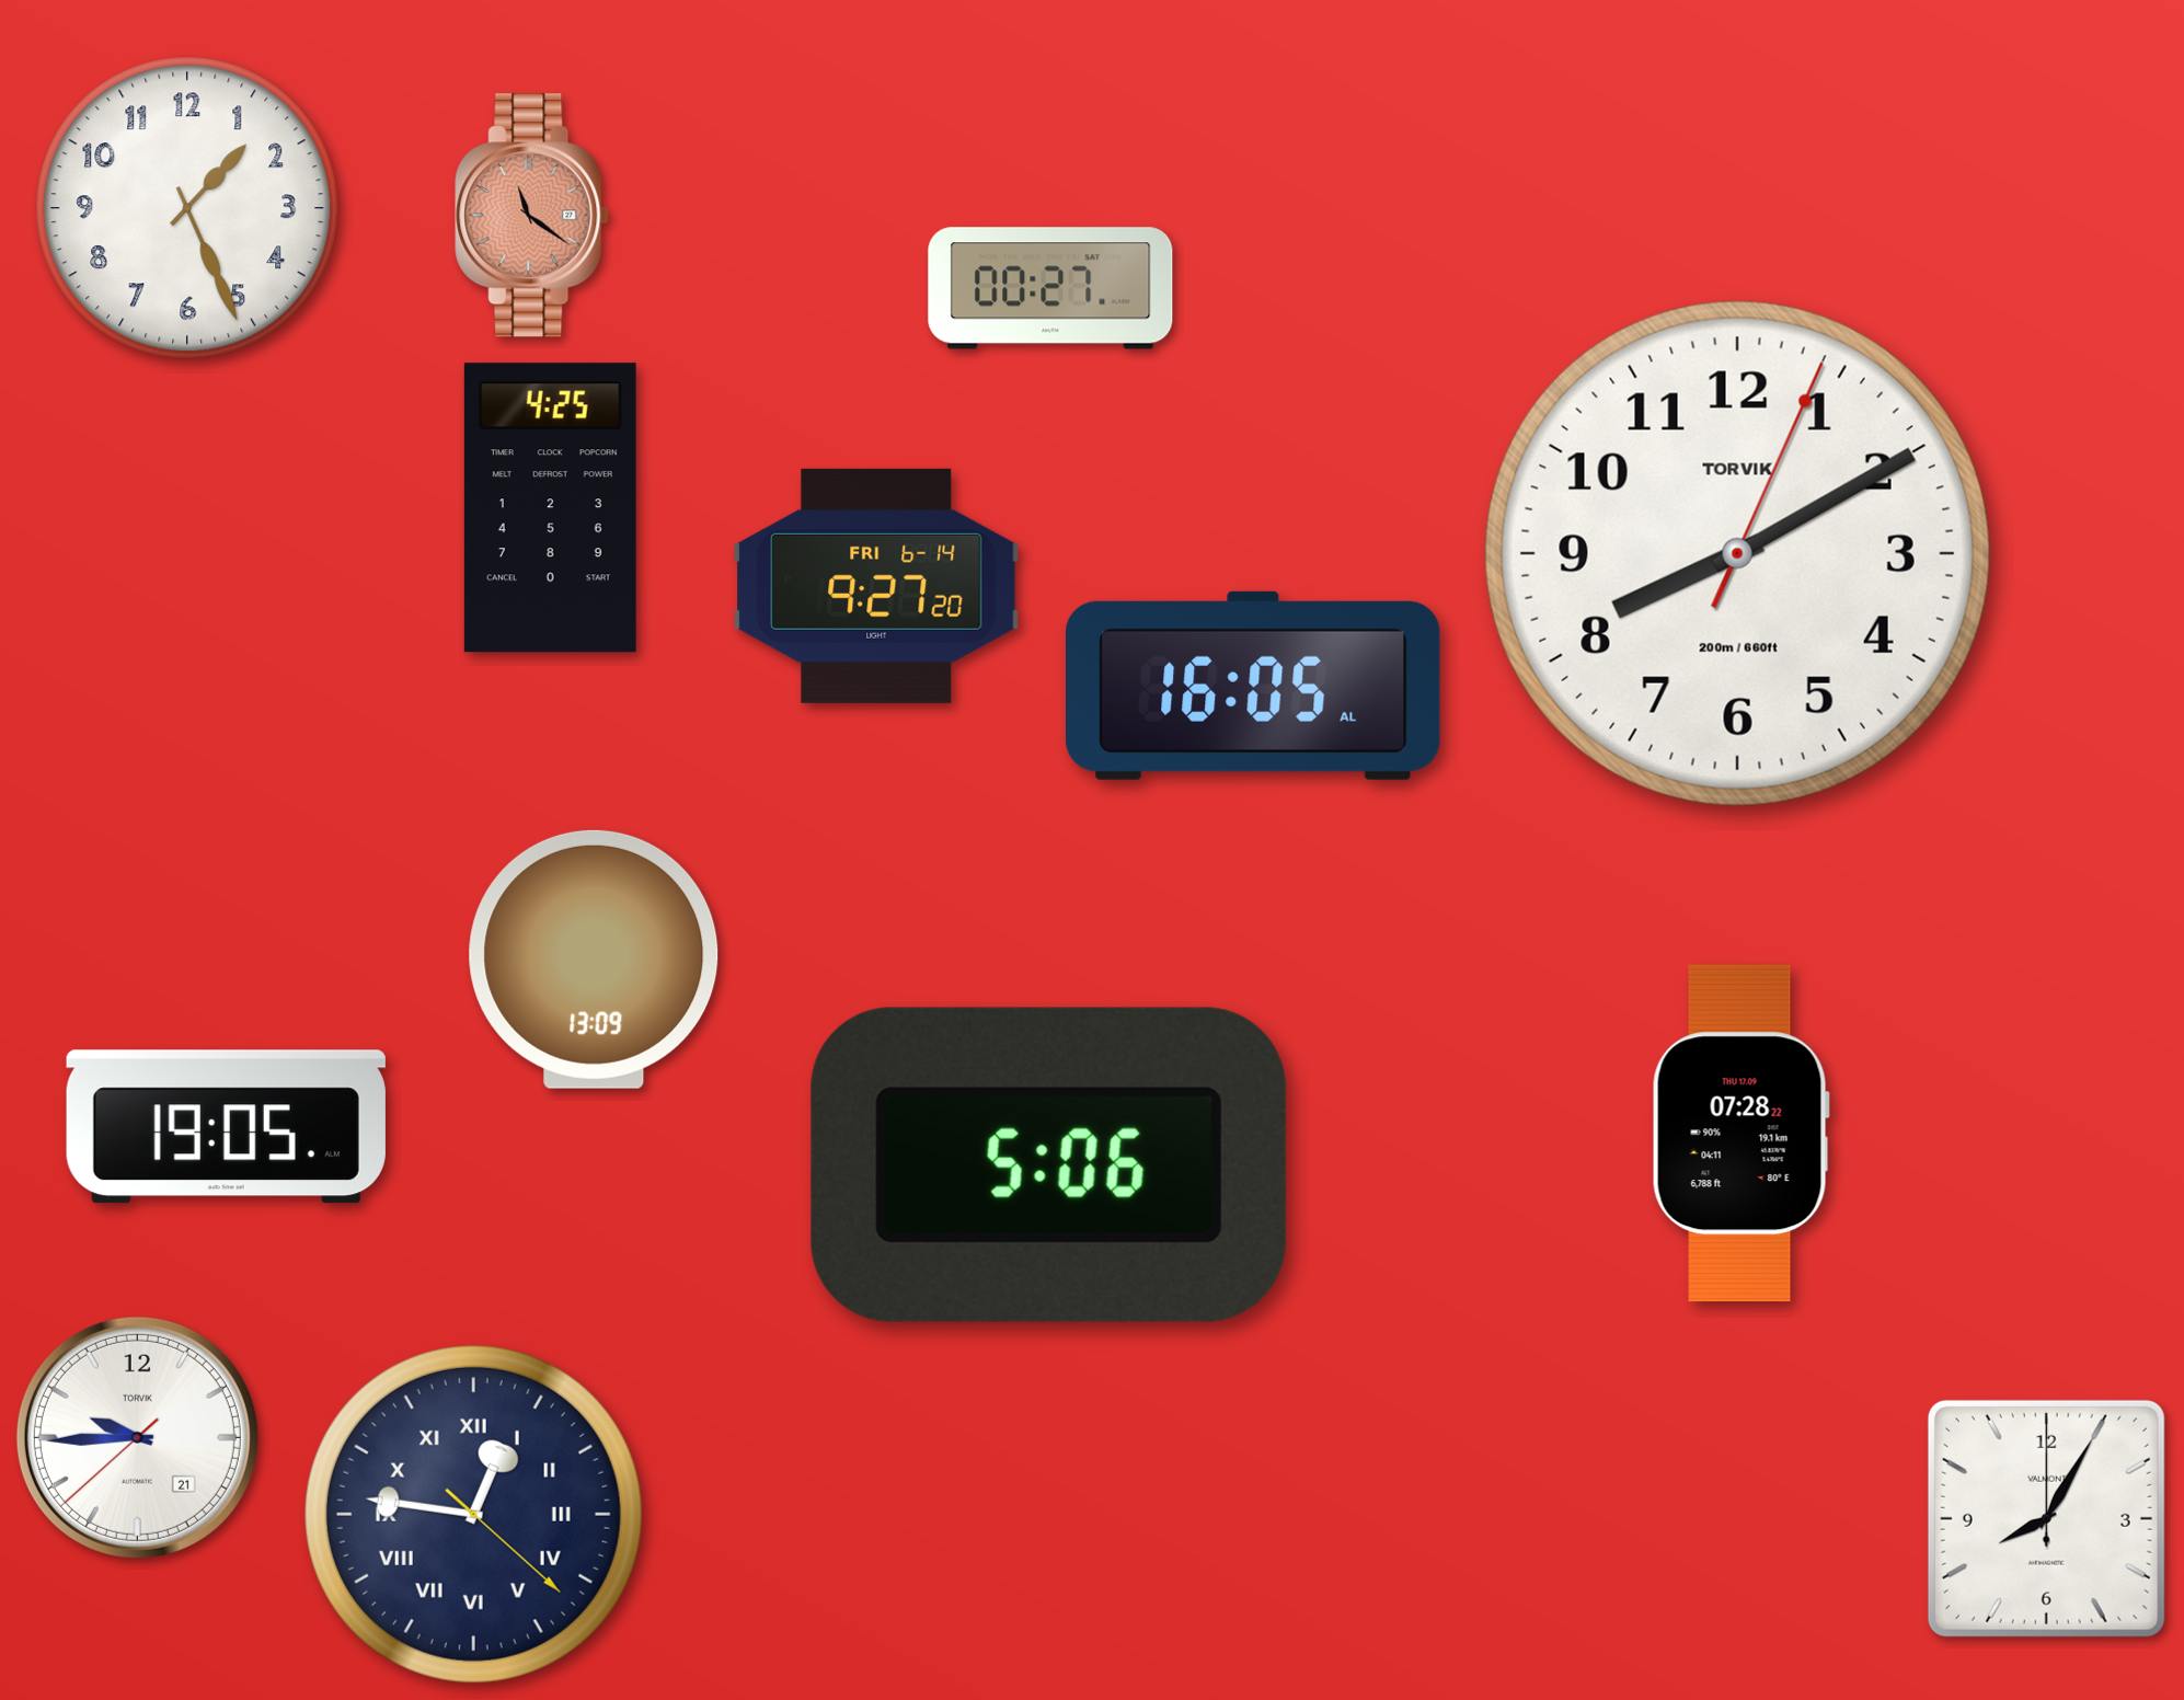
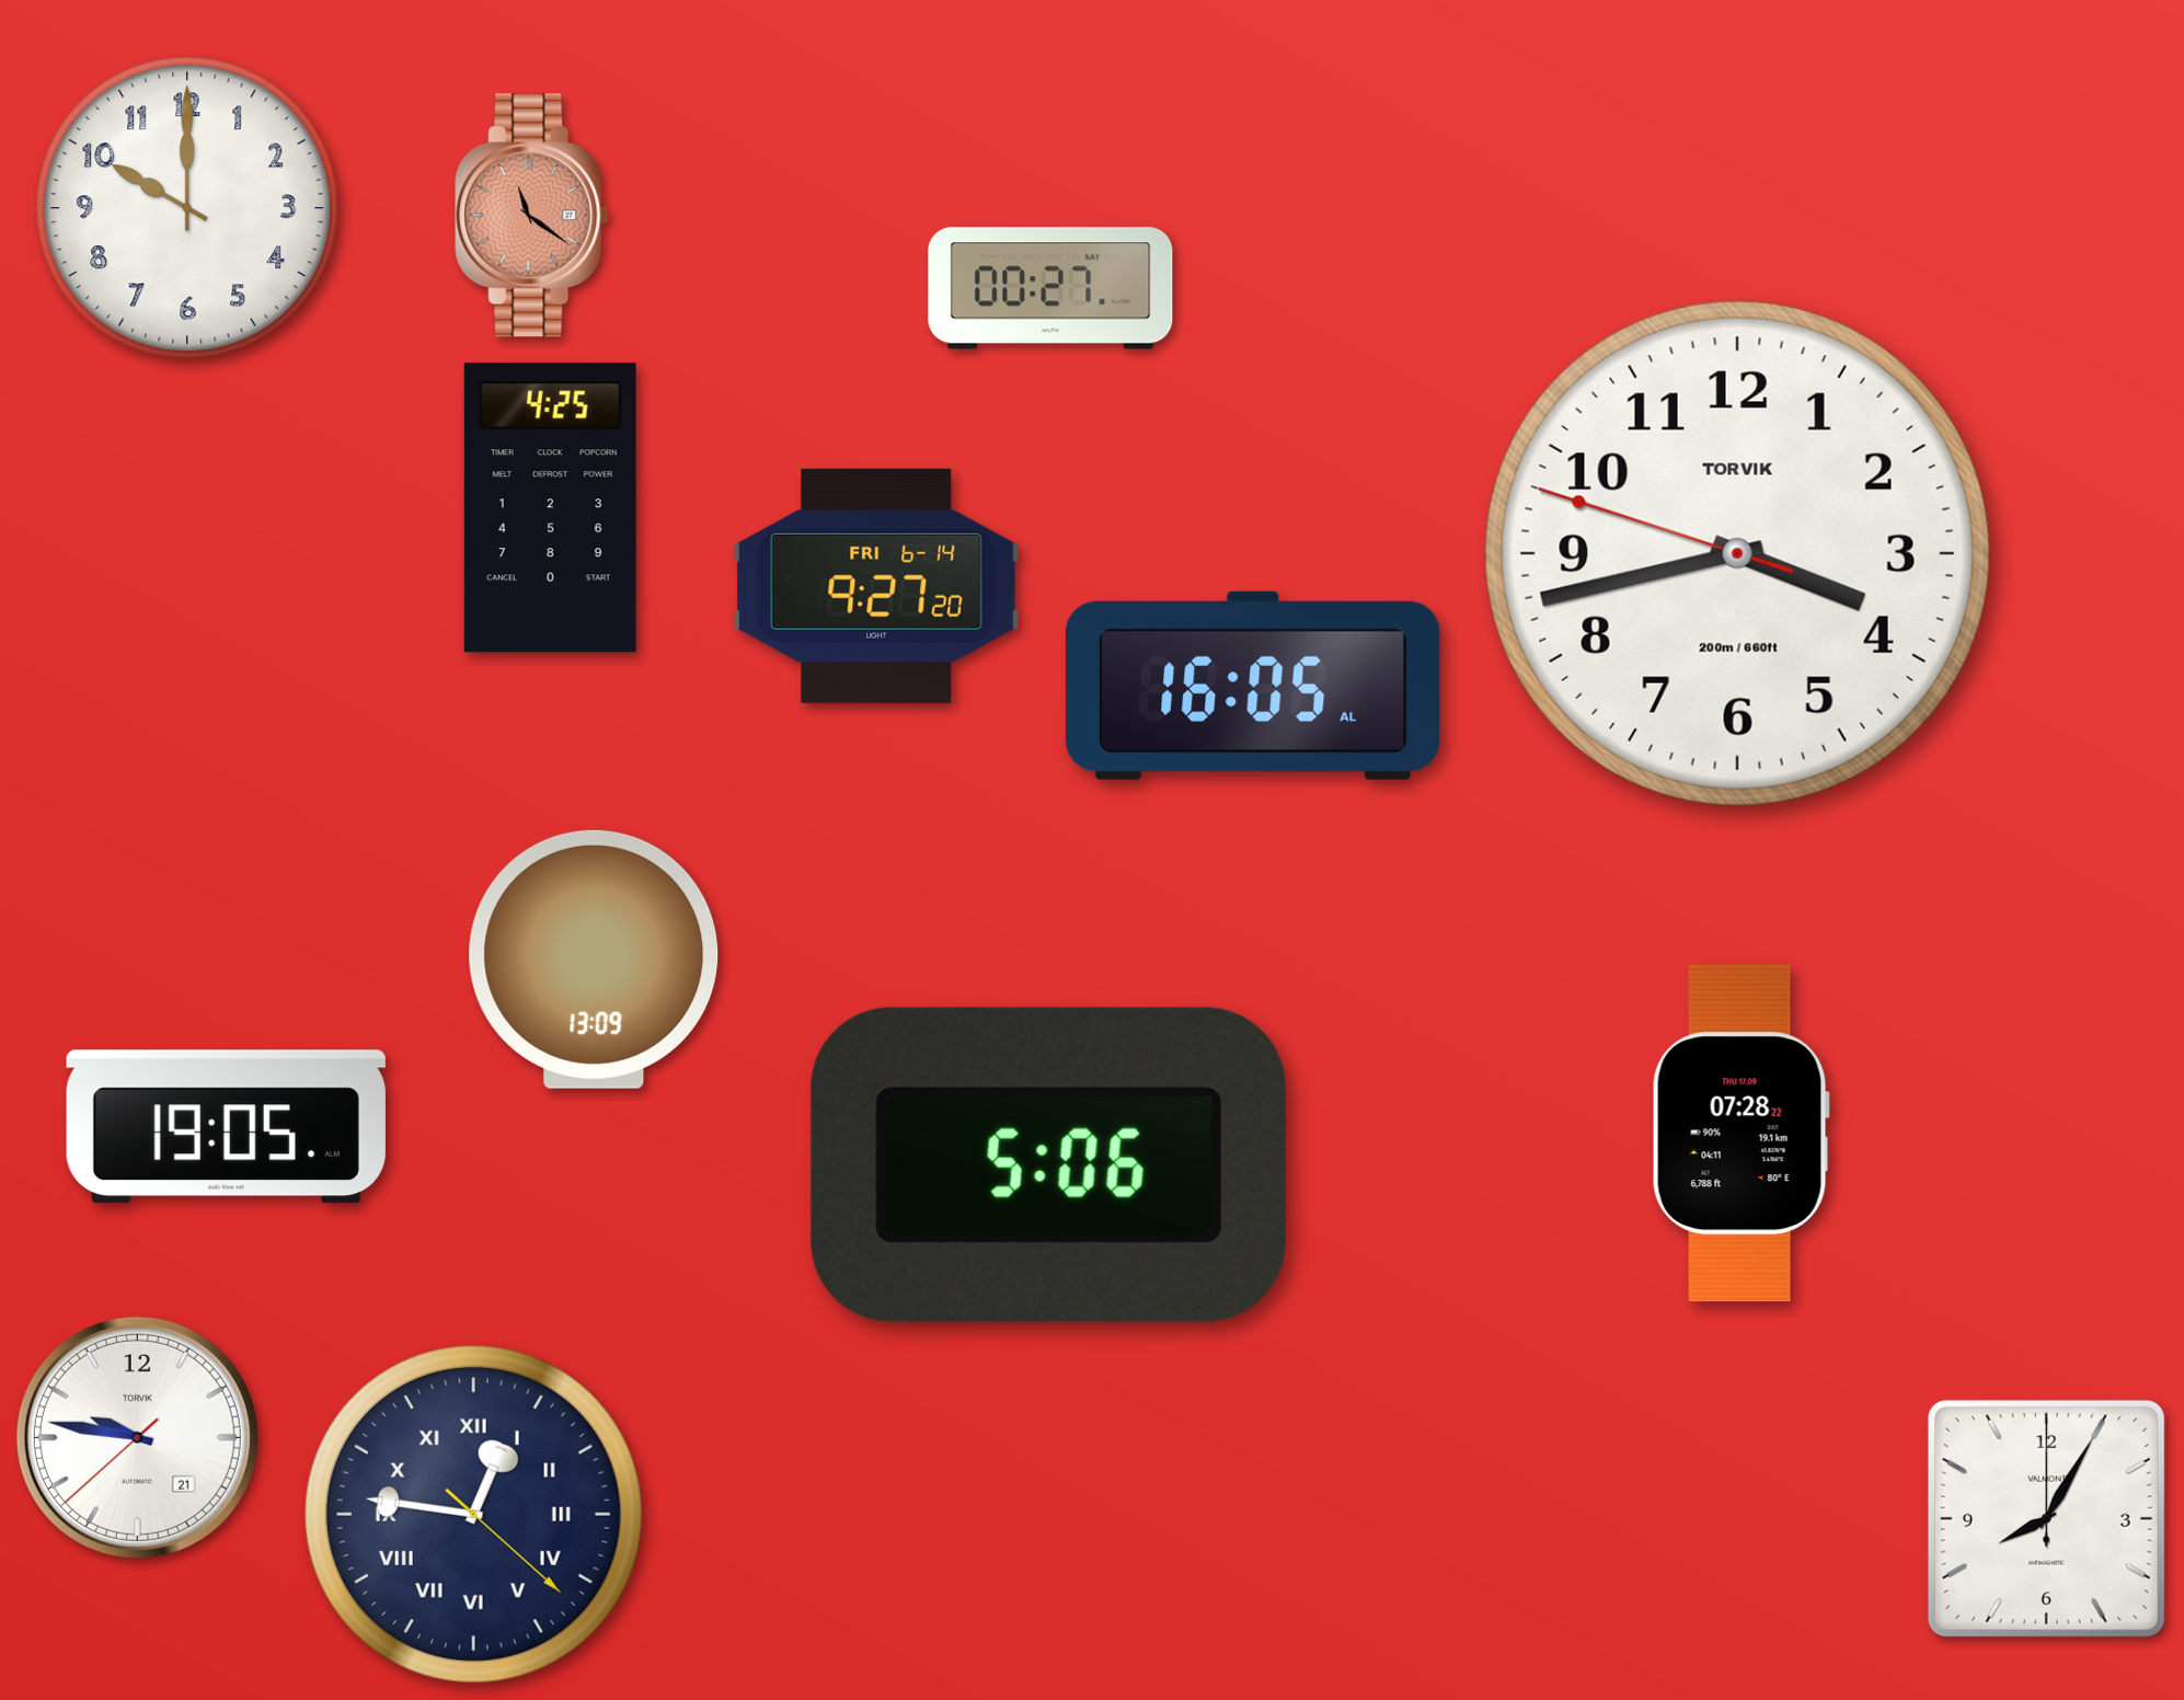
clock at (187, 208): 1:26 -> 10:00
clock at (1737, 553): 8:10 -> 3:42
clock at (137, 1437): 9:44 -> 9:46
